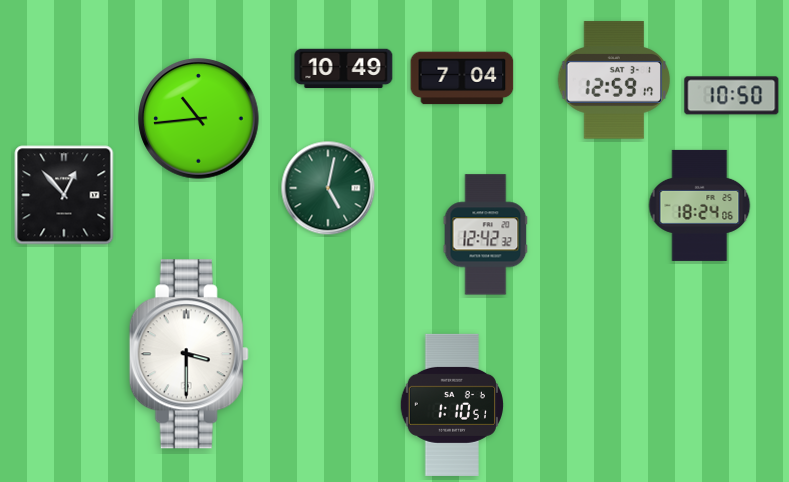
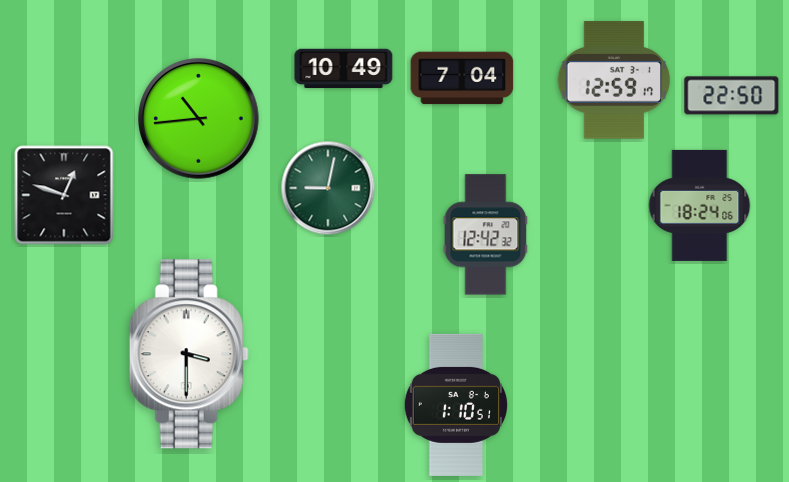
clock at (732, 96): 10:50 -> 22:50
clock at (328, 188): 5:02 -> 9:02
clock at (64, 195): 12:53 -> 12:48
clock at (451, 405) position: (451, 405) -> (455, 405)
